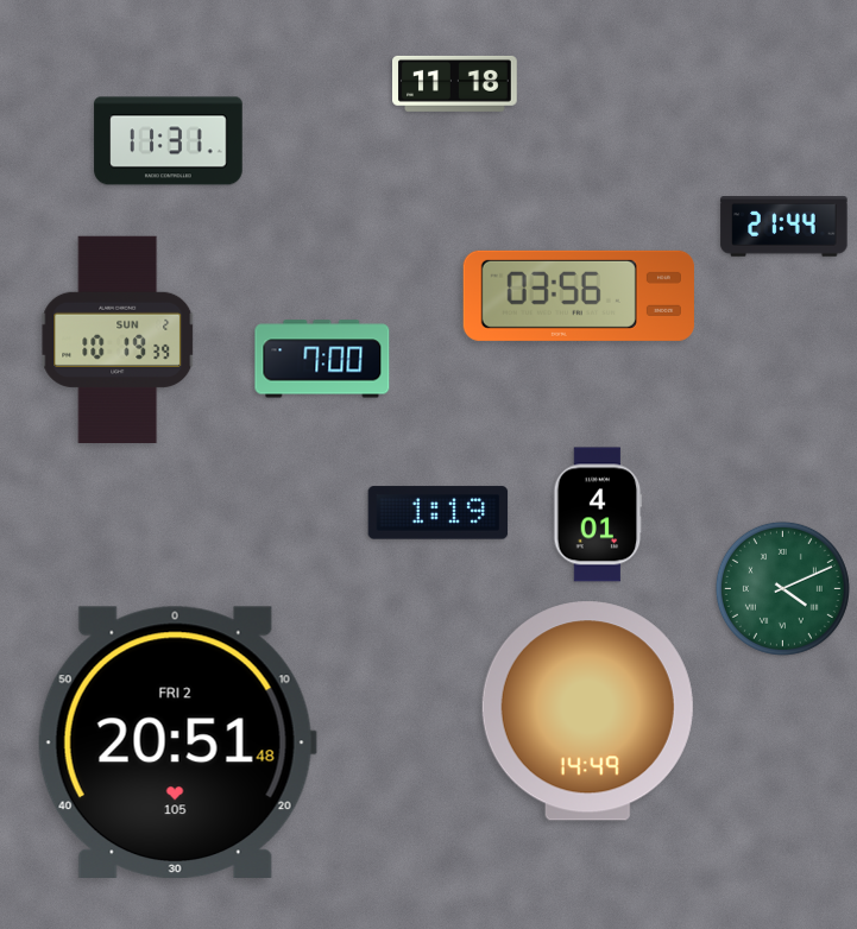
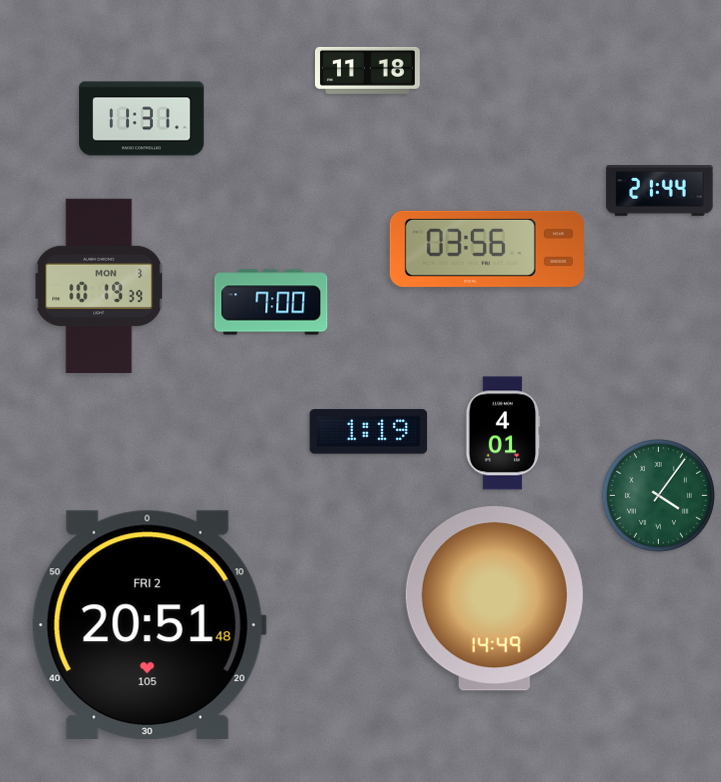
clock at (455, 83) position: (455, 83) -> (368, 70)
clock at (118, 339) date: SUN 2 -> MON 3
clock at (782, 588): 4:11 -> 4:06
